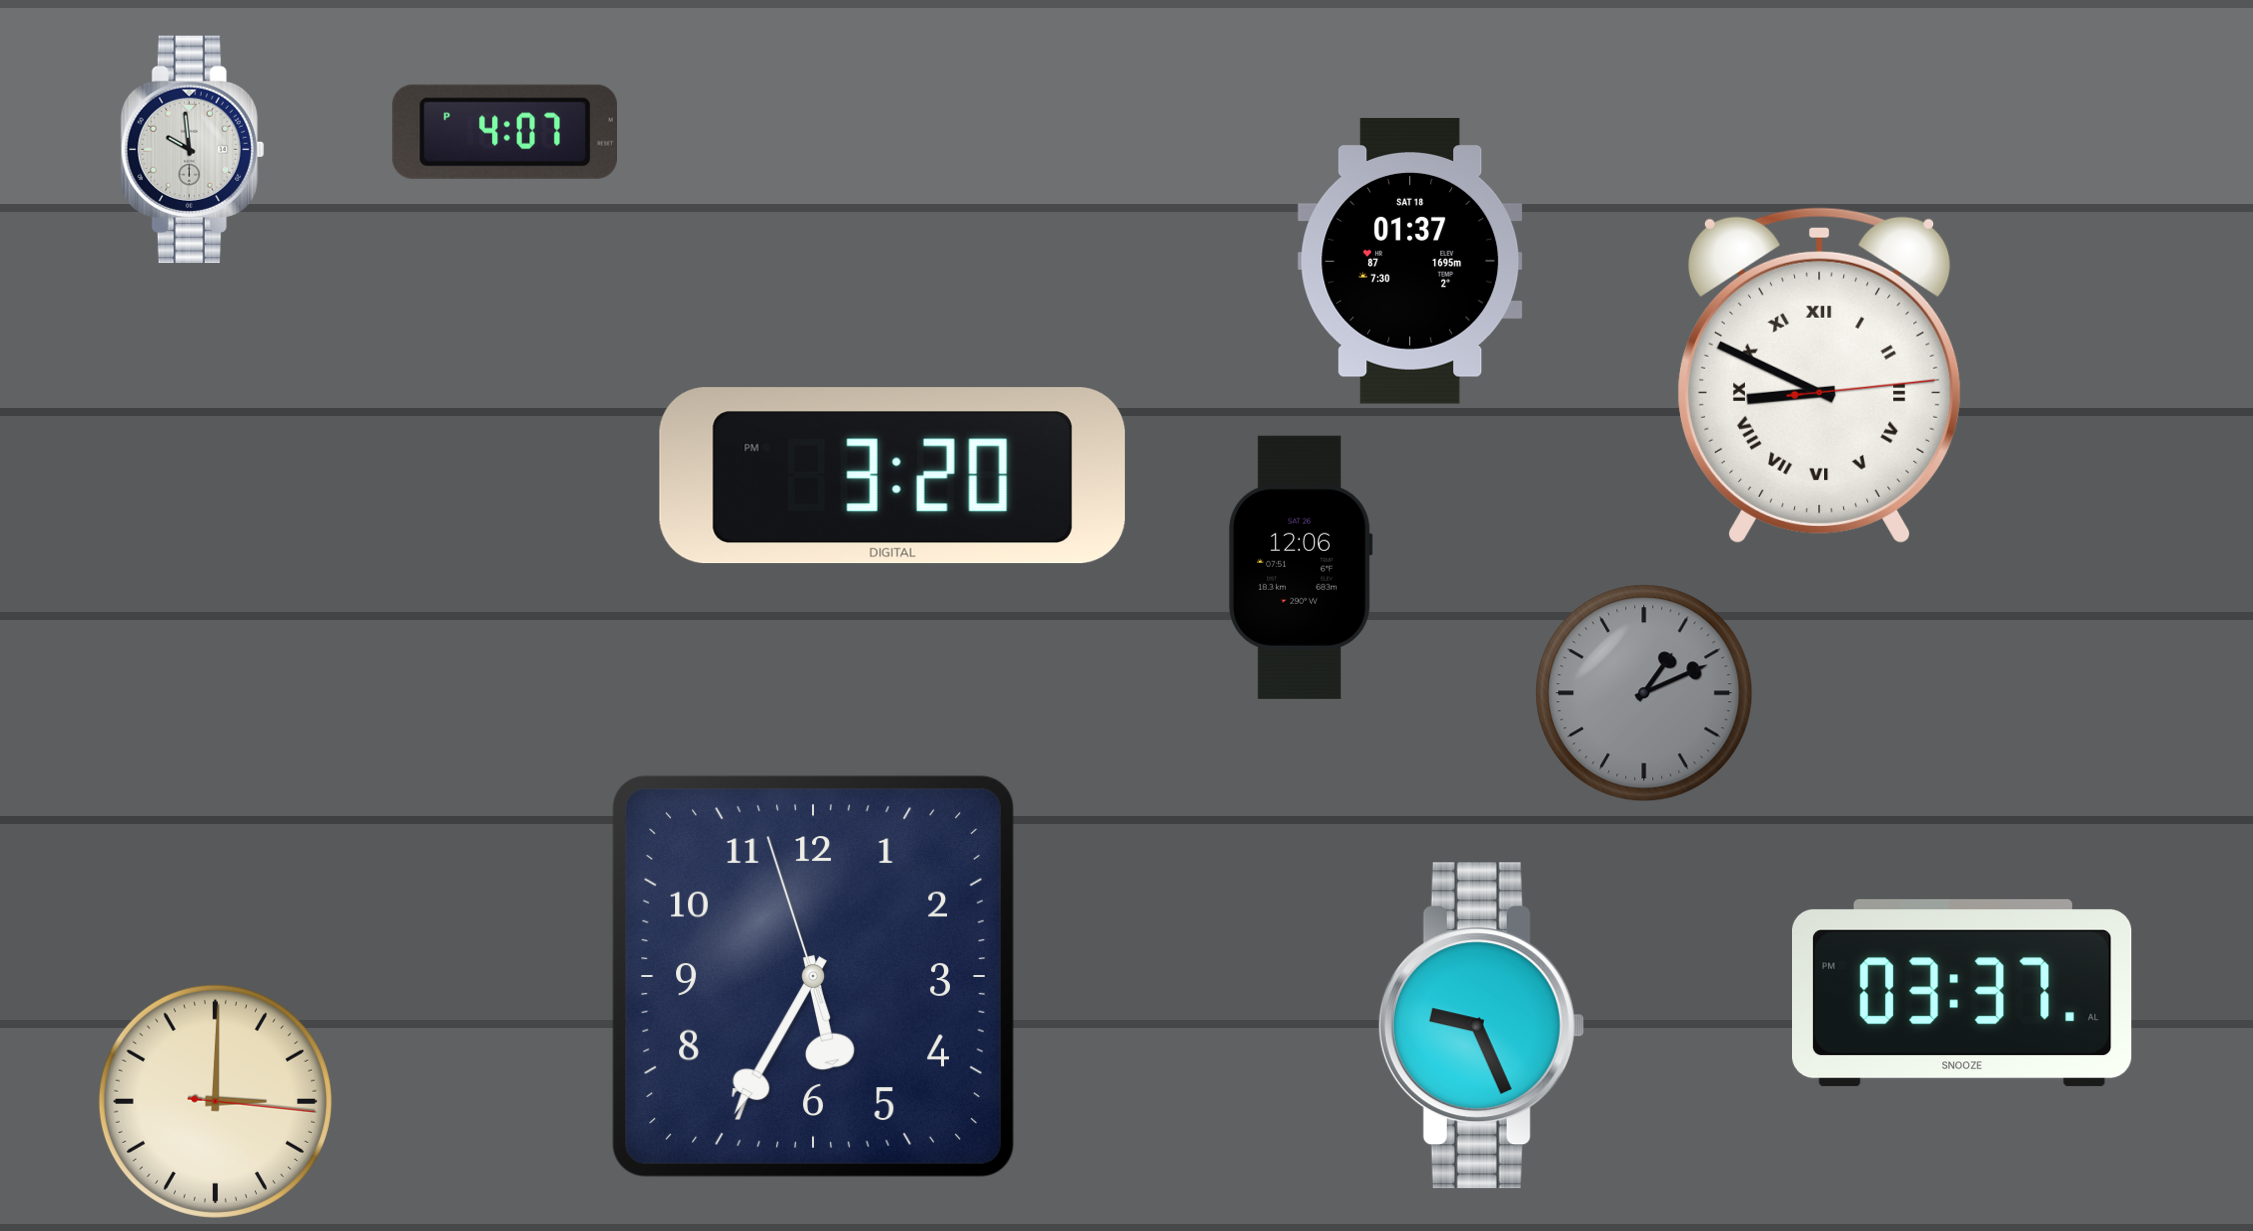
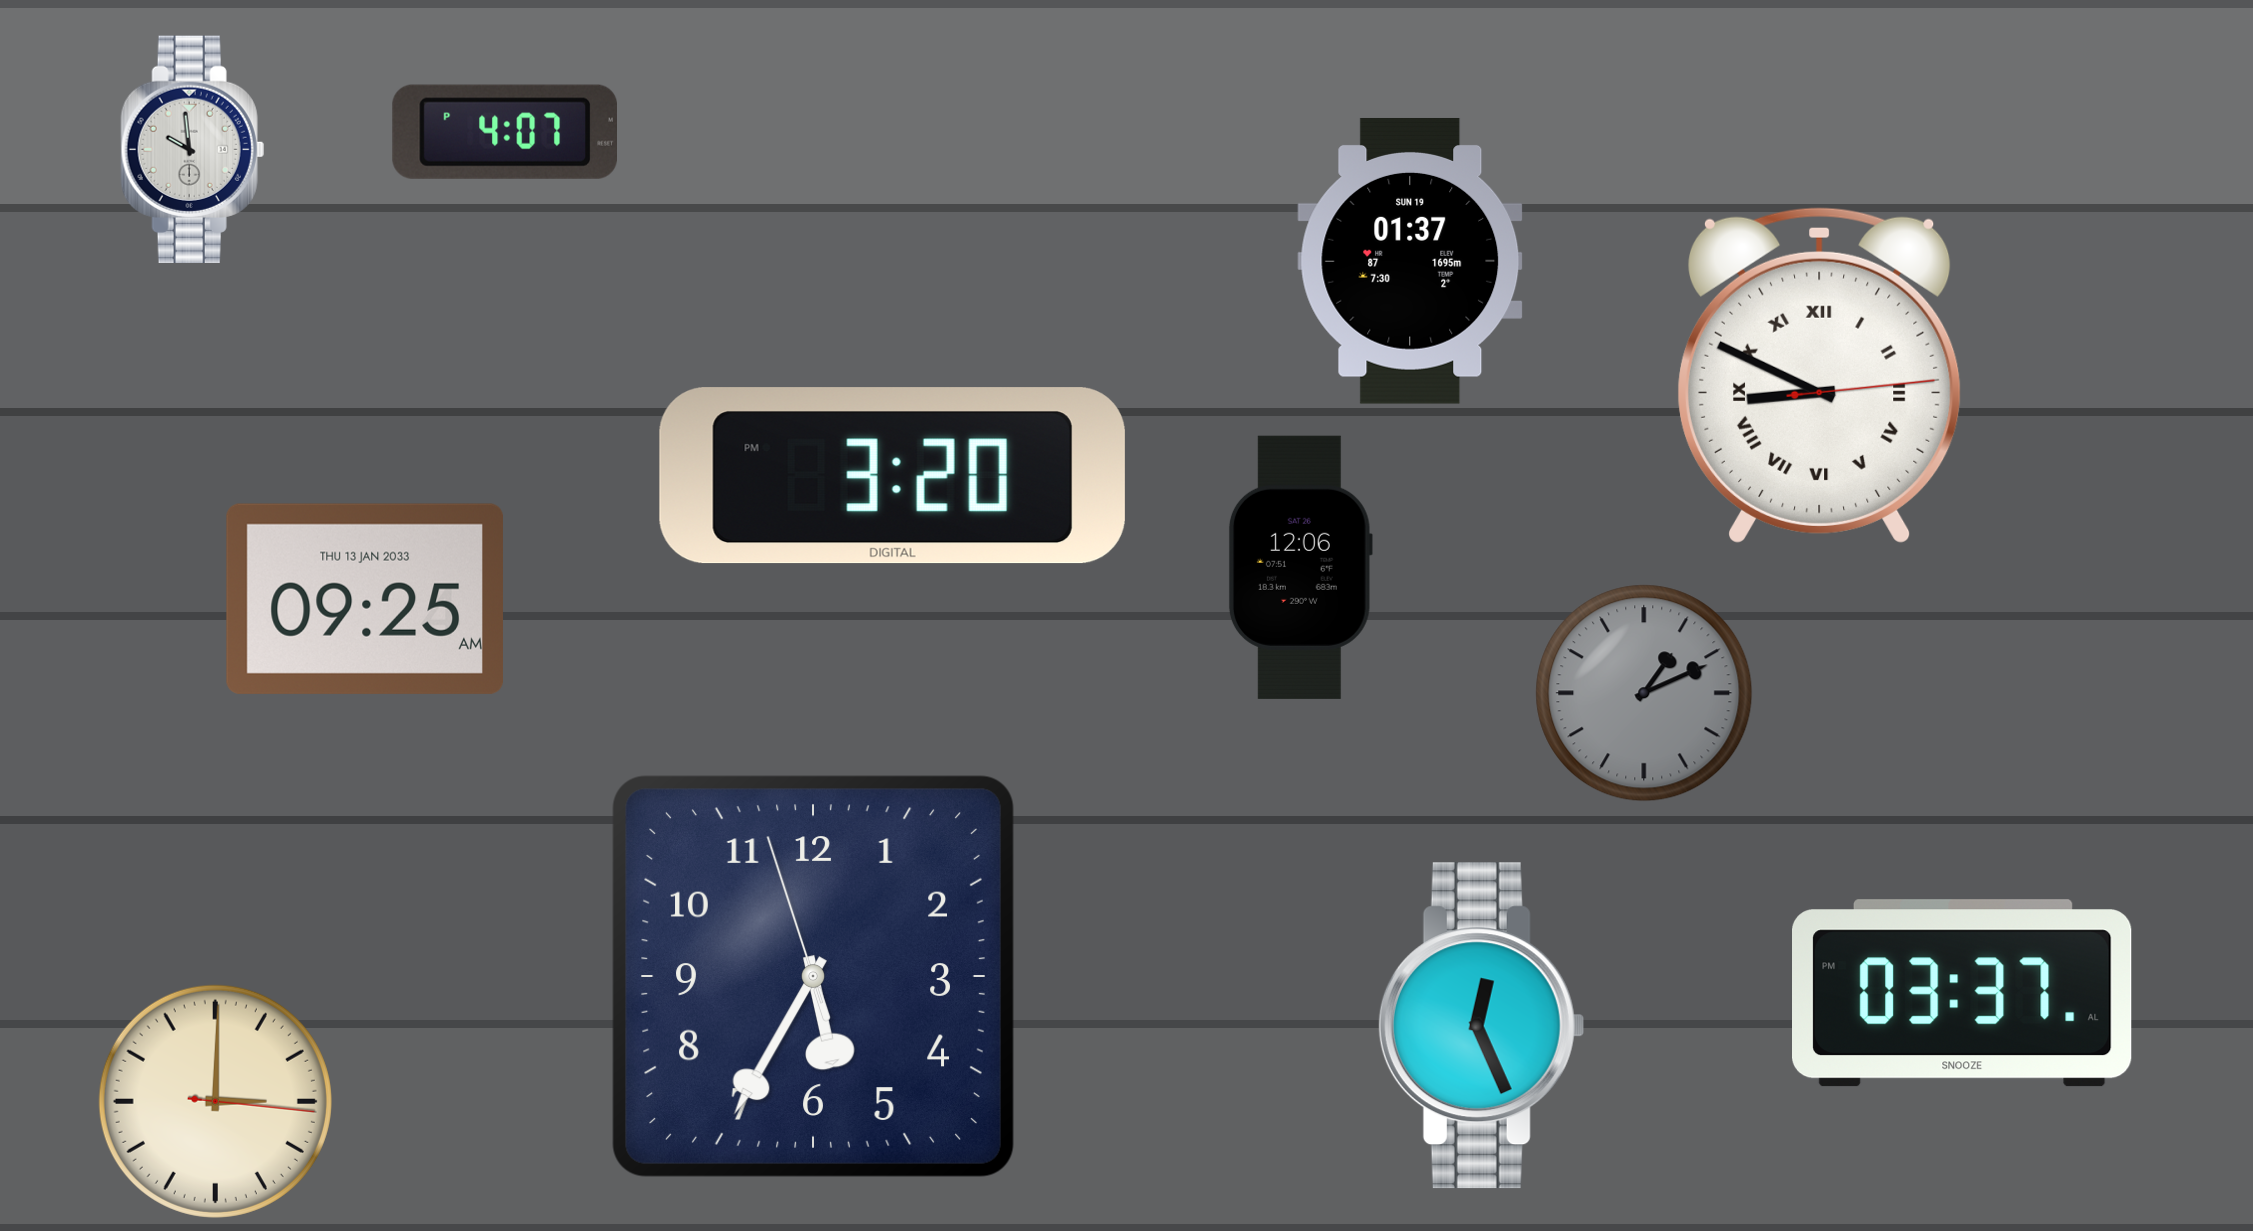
clock at (1410, 261) date: SAT 18 -> SUN 19
clock at (365, 599): none -> 09:25
clock at (1481, 1026): 9:26 -> 12:26
